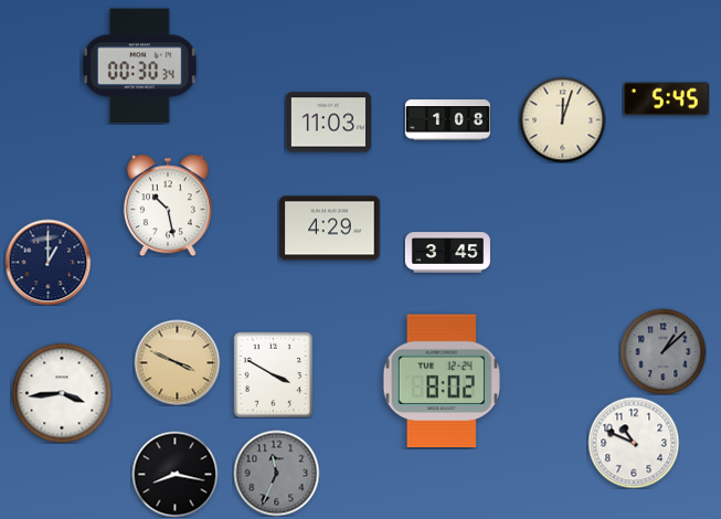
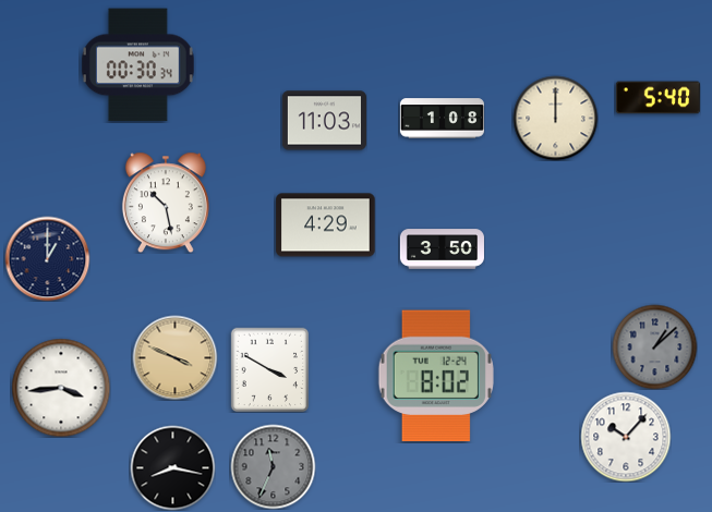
clock at (666, 99): 5:45 -> 5:40
clock at (562, 119): 12:03 -> 12:00
clock at (447, 253): 3:45 -> 3:50
clock at (634, 443): 10:49 -> 10:07
